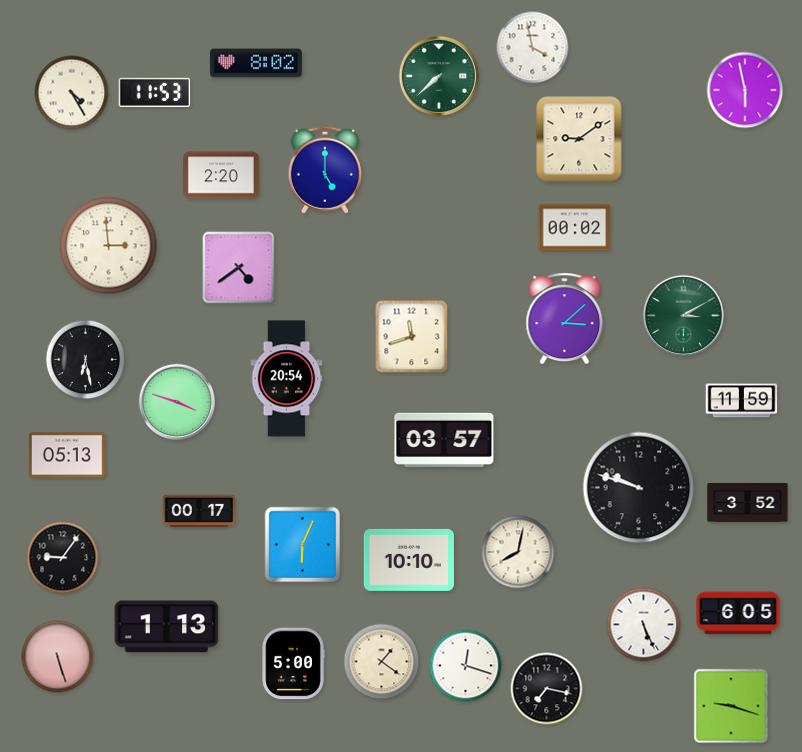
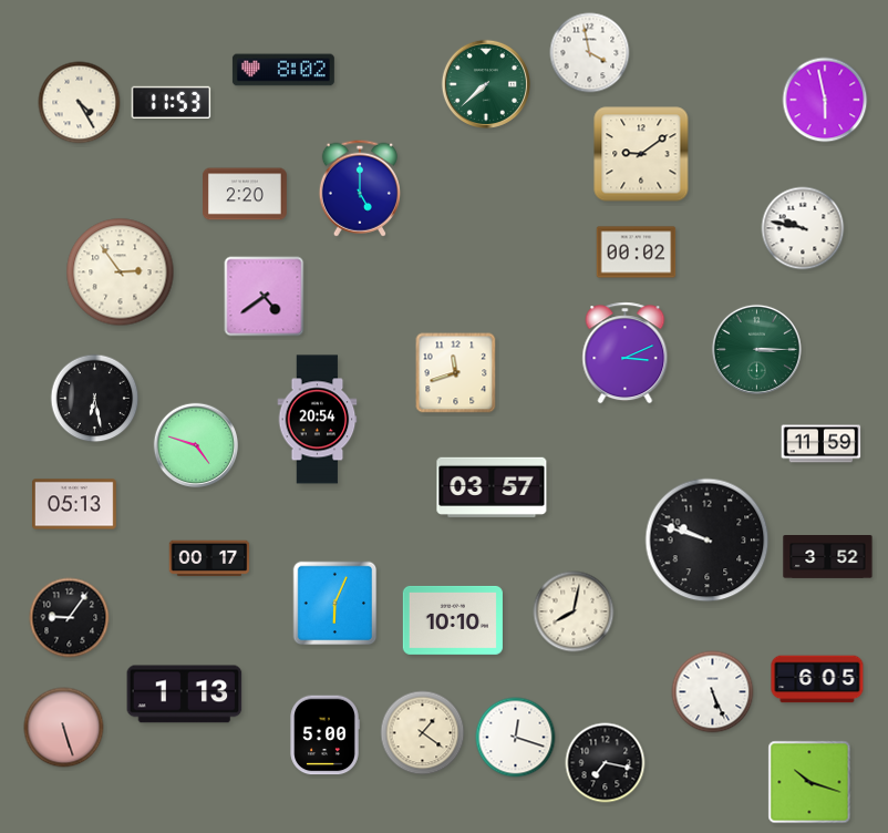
clock at (803, 228): none -> 9:47
clock at (109, 246): 2:59 -> 2:54
clock at (683, 315): 3:10 -> 3:15
clock at (565, 319): 3:08 -> 3:11
clock at (177, 402): 3:48 -> 4:48
clock at (199, 511) position: (199, 511) -> (209, 558)
clock at (731, 706): 9:18 -> 10:18
